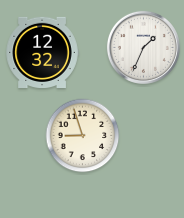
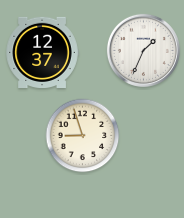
clock at (143, 47) position: (143, 47) -> (143, 50)
clock at (42, 52): 12:32 -> 12:37
